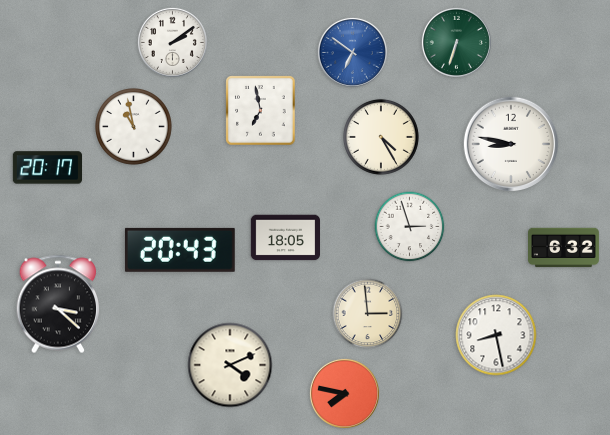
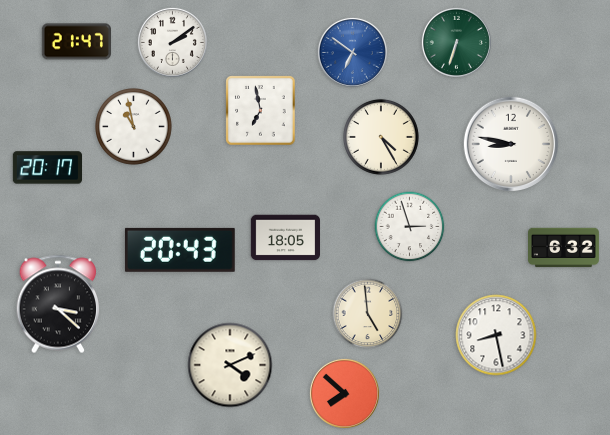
clock at (76, 42): none -> 21:47
clock at (368, 314): 2:59 -> 4:59
clock at (344, 393): 7:47 -> 7:52
